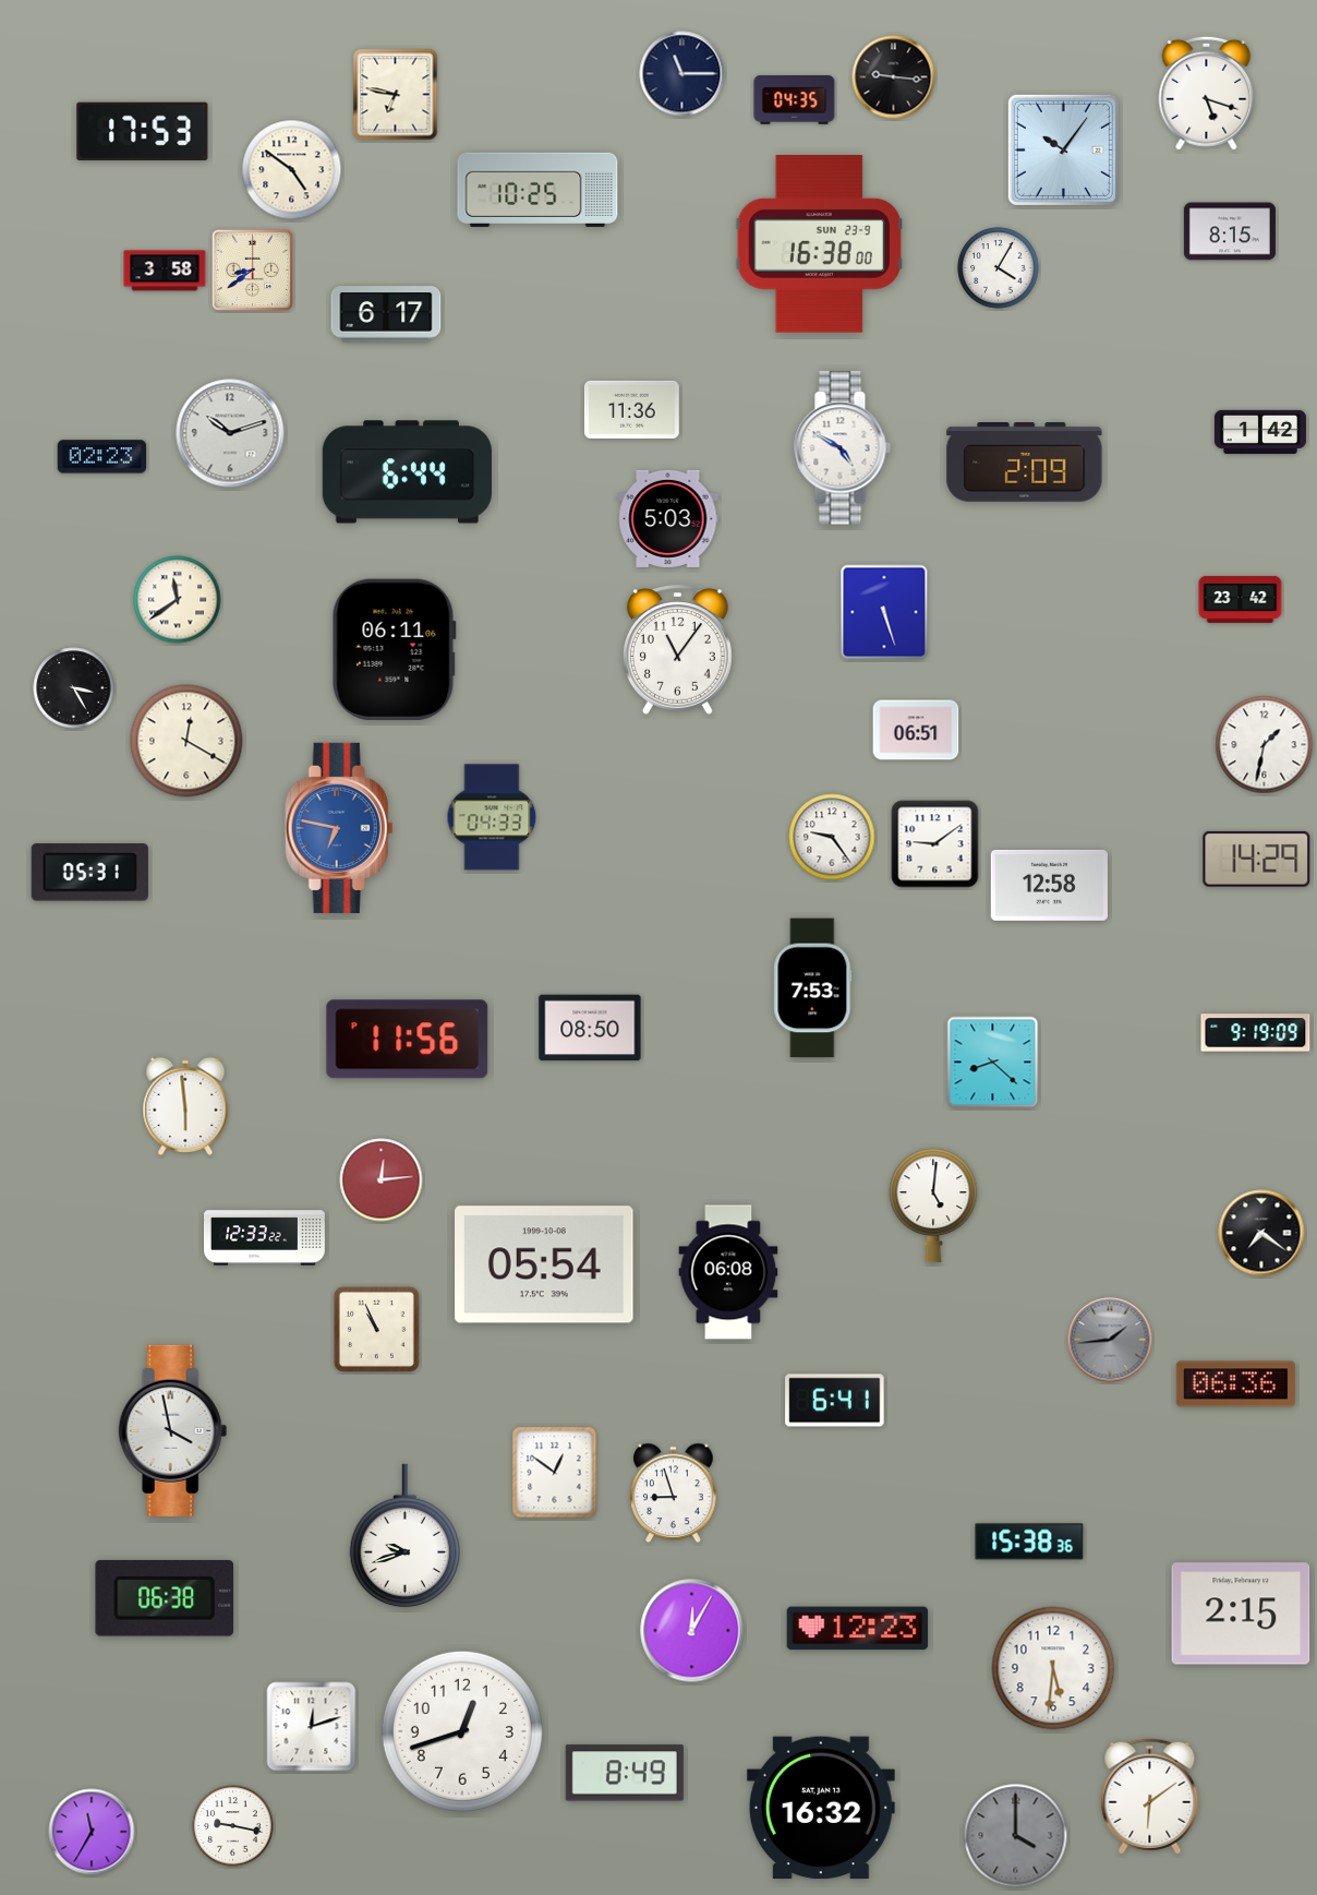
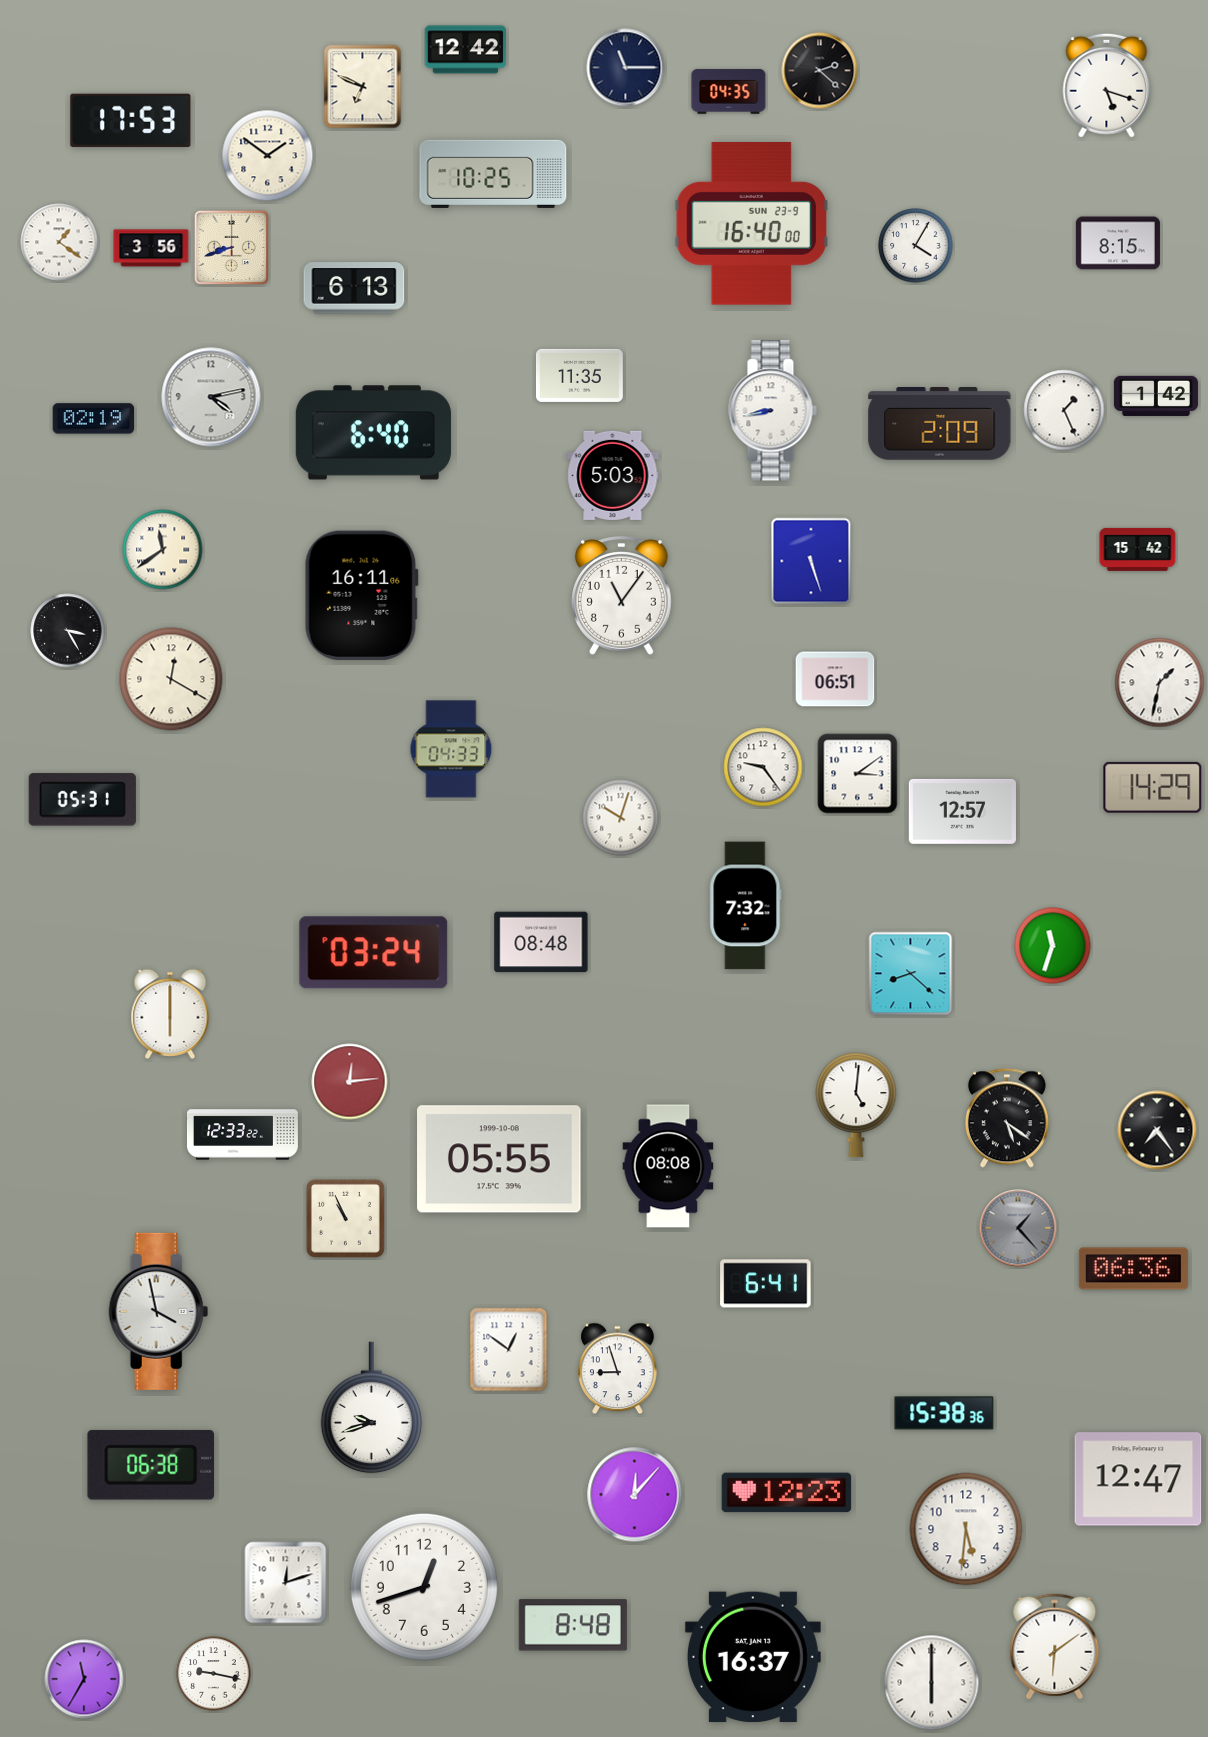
clock at (466, 50): none -> 12:42
clock at (894, 77): 9:16 -> 2:22
clock at (396, 95): 6:47 -> 6:49
clock at (1063, 149): 10:06 -> none
clock at (292, 170): 4:51 -> 1:51
clock at (1230, 231) position: (1230, 231) -> (1118, 243)
clock at (819, 244): 16:38 -> 16:40
clock at (59, 242): none -> 1:21
clock at (252, 269): 8:39 -> 8:42
clock at (165, 271): 3:58 -> 3:56
clock at (386, 314): 6:17 -> 6:13
clock at (631, 409): 11:36 -> 11:35
clock at (230, 433): 10:12 -> 4:13
clock at (1064, 410): none -> 1:26
clock at (842, 448): 4:50 -> 8:43
clock at (102, 457): 02:23 -> 02:19
clock at (407, 472): 6:44 -> 6:40
clock at (1241, 599): 23:42 -> 15:42
clock at (394, 649): 06:11 -> 16:11
clock at (916, 730) position: (916, 730) -> (835, 679)
clock at (339, 828): 6:47 -> none
clock at (935, 844): 9:09 -> 3:09
clock at (1049, 885): 12:58 -> 12:57
clock at (621, 818): none -> 10:03
clock at (813, 988): 7:53 -> 7:32
clock at (590, 1028): 08:50 -> 08:48
clock at (1053, 946): none -> 11:33
clock at (1256, 1033): 9:19 -> none
clock at (408, 1040): 11:56 -> 03:24
clock at (185, 1105): 5:59 -> 6:00
clock at (1007, 1118): none -> 5:21
clock at (1261, 1233): 7:21 -> 7:24
clock at (544, 1264): 05:54 -> 05:55
clock at (728, 1272): 06:08 -> 08:08
clock at (1110, 1340): 1:44 -> 1:23
clock at (1241, 1614): 2:15 -> 12:47
clock at (692, 1631): 12:05 -> 12:07
clock at (625, 1773): 8:49 -> 8:48
clock at (821, 1808): 16:32 -> 16:37
clock at (1016, 1836): 4:00 -> 6:00
clock at (1016, 1836) dial: grey -> white
